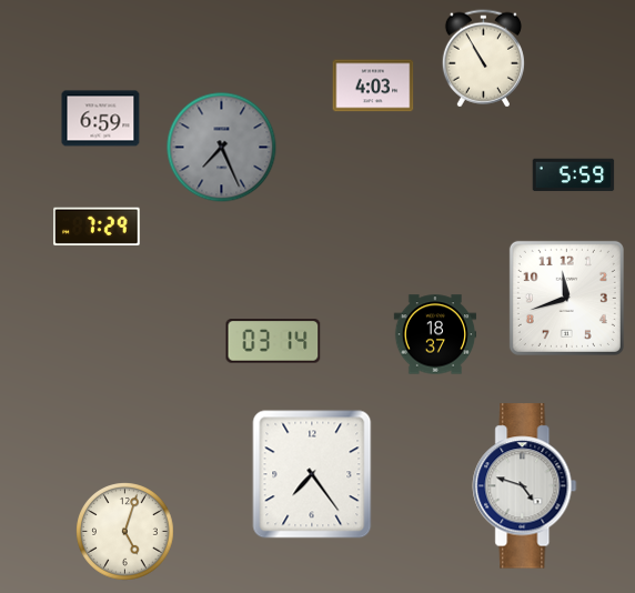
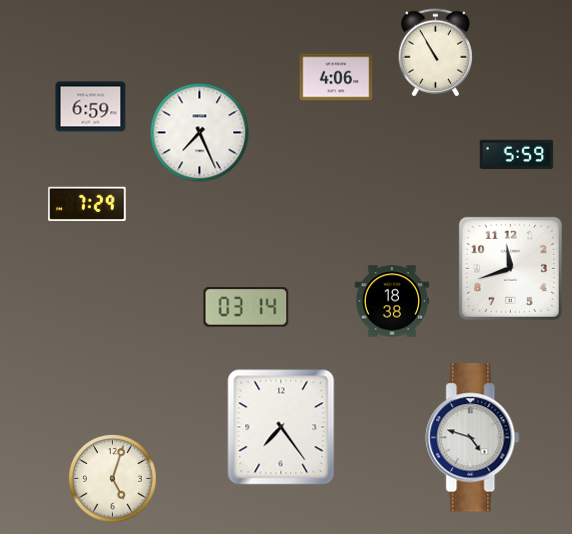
clock at (373, 86): 4:03 -> 4:06
clock at (222, 148) dial: grey -> white
clock at (574, 175) position: (574, 175) -> (517, 155)
clock at (435, 334): 18:37 -> 18:38
